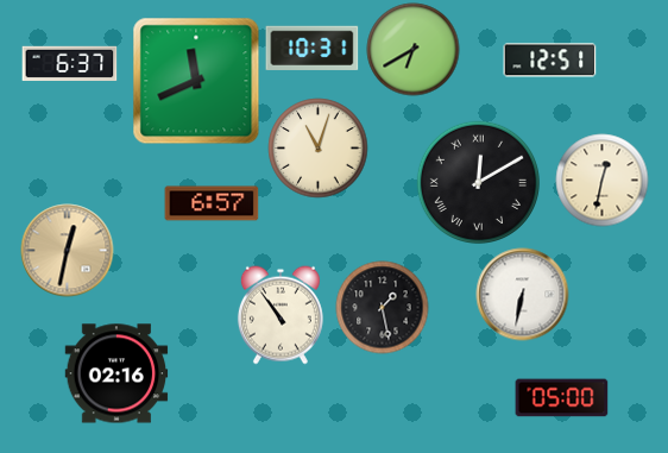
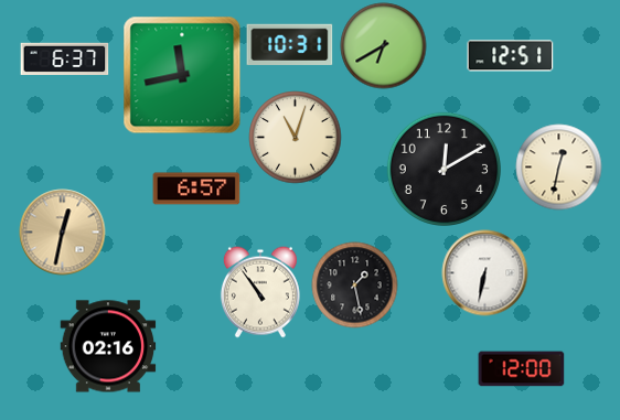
clock at (196, 81): 11:41 -> 11:43
clock at (478, 182) numerals: Roman -> Arabic
clock at (561, 398): 05:00 -> 12:00
